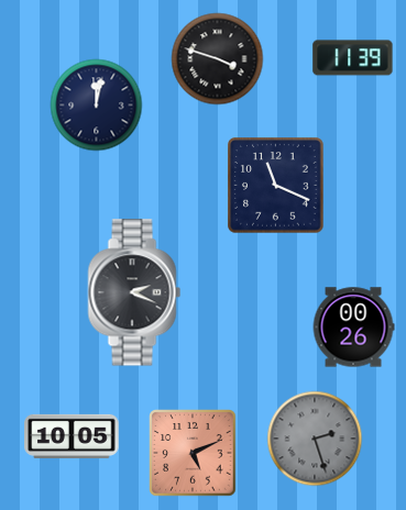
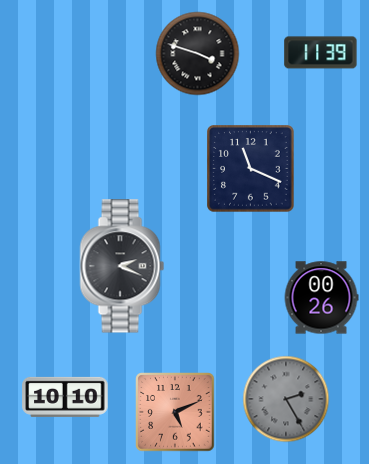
clock at (97, 106): 12:02 -> none
clock at (72, 436): 10:05 -> 10:10
clock at (315, 439): 2:27 -> 2:25
